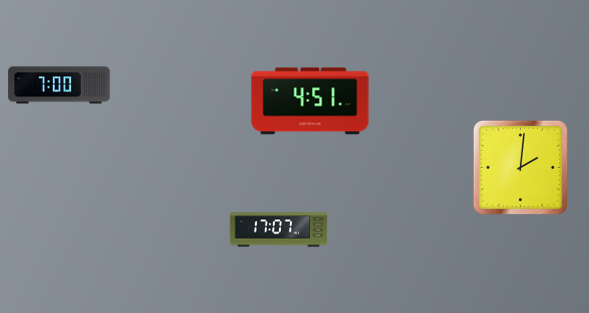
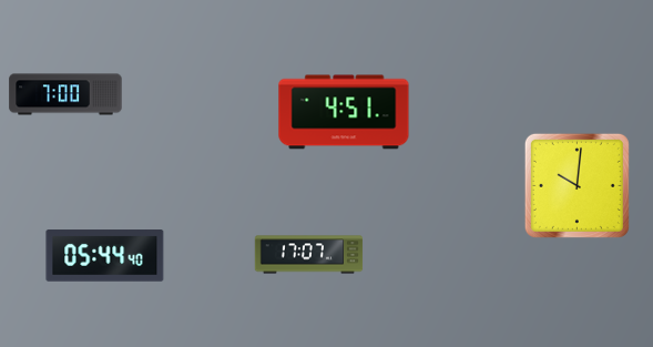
clock at (520, 167): 2:01 -> 10:01
clock at (105, 256): none -> 05:44
